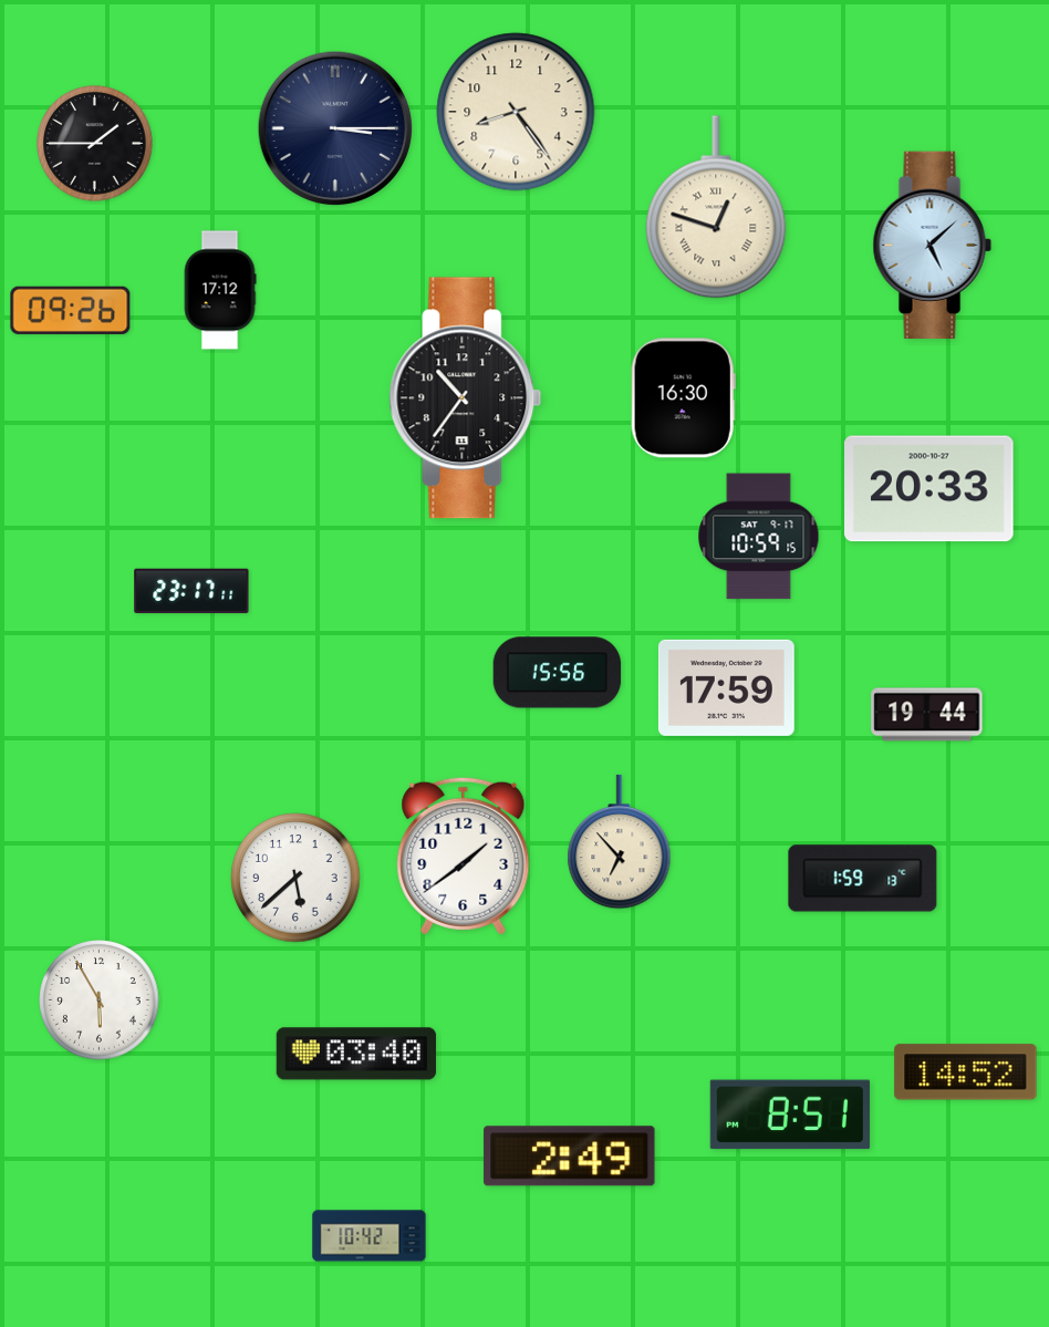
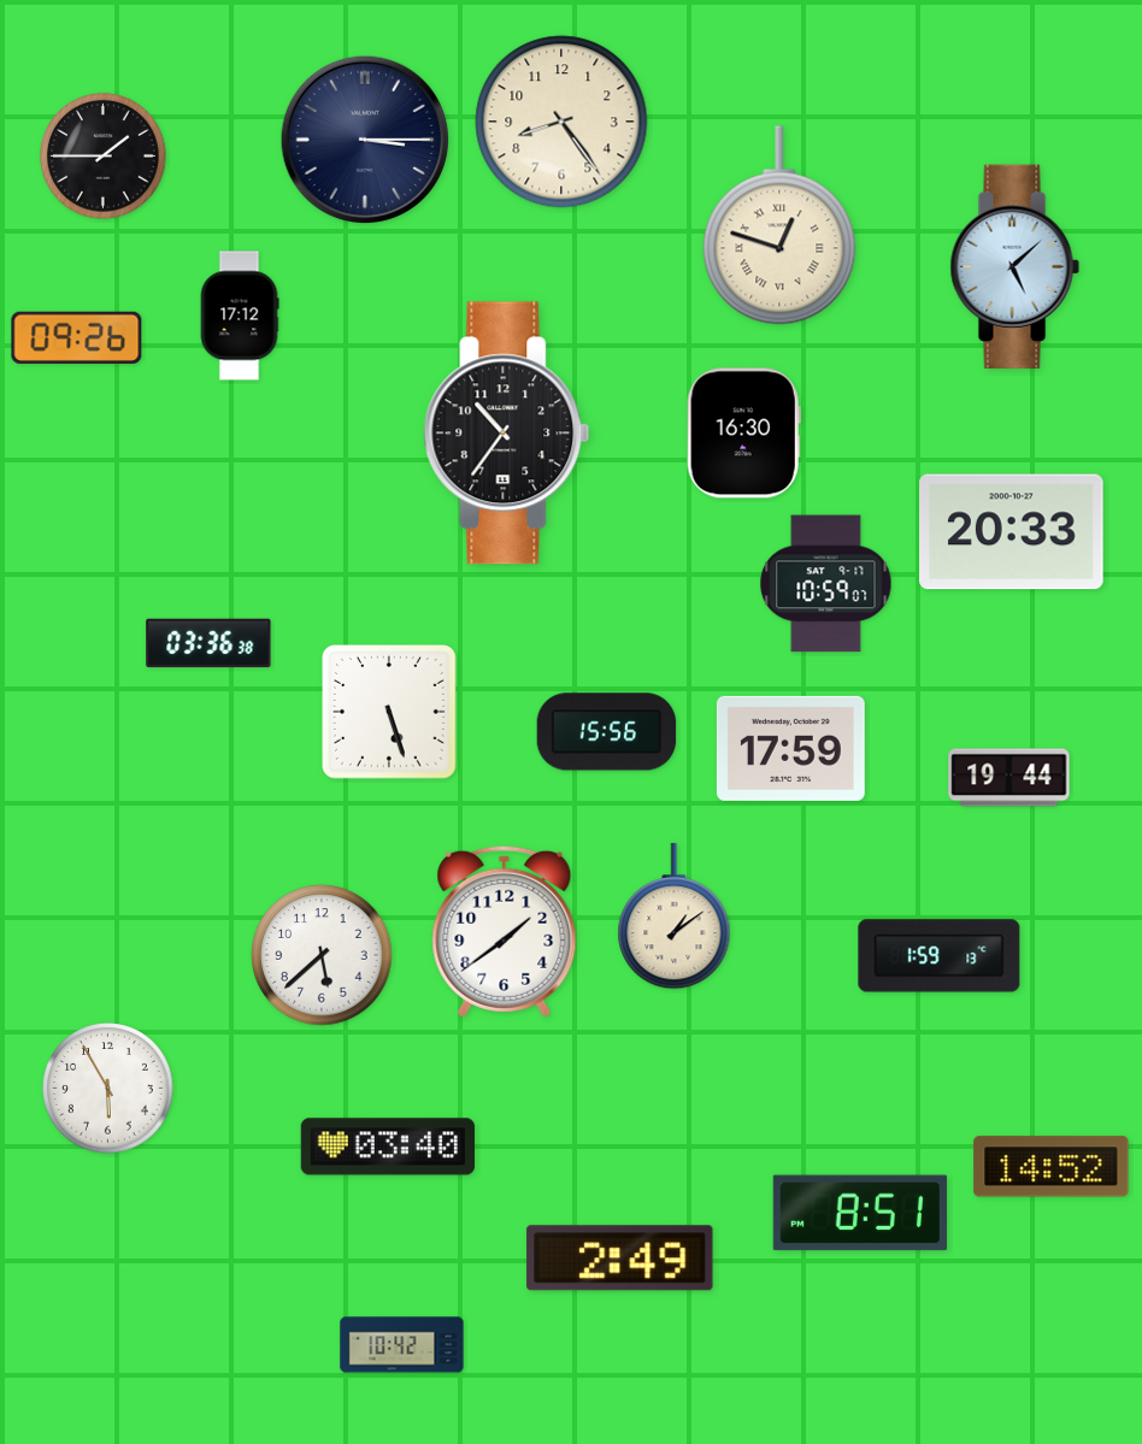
clock at (759, 537): 10:59:15 -> 10:59:07
clock at (191, 590): 23:17 -> 03:36
clock at (390, 713): none -> 5:27
clock at (620, 842): 6:53 -> 1:09
